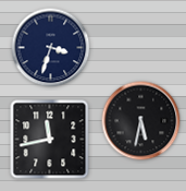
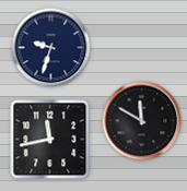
clock at (51, 48): 3:33 -> 9:33
clock at (141, 121): 5:32 -> 11:50
